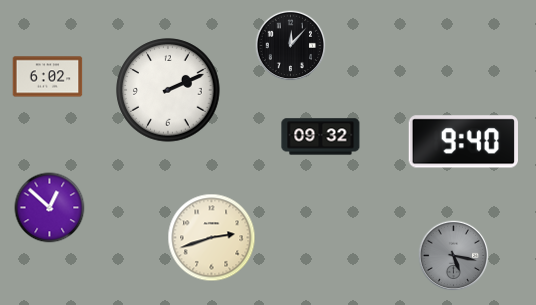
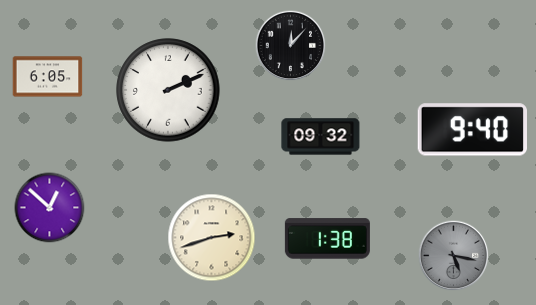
clock at (48, 77): 6:02 -> 6:05
clock at (463, 142) position: (463, 142) -> (472, 130)
clock at (327, 239): none -> 1:38
